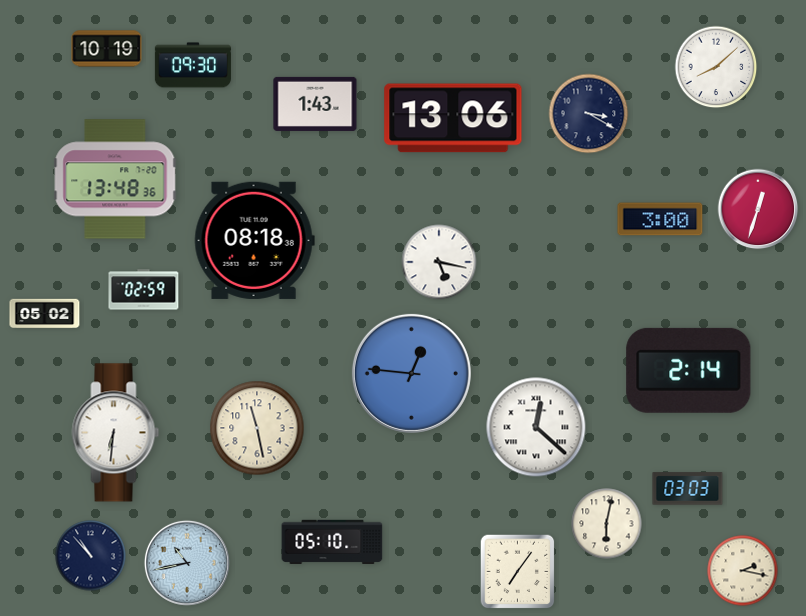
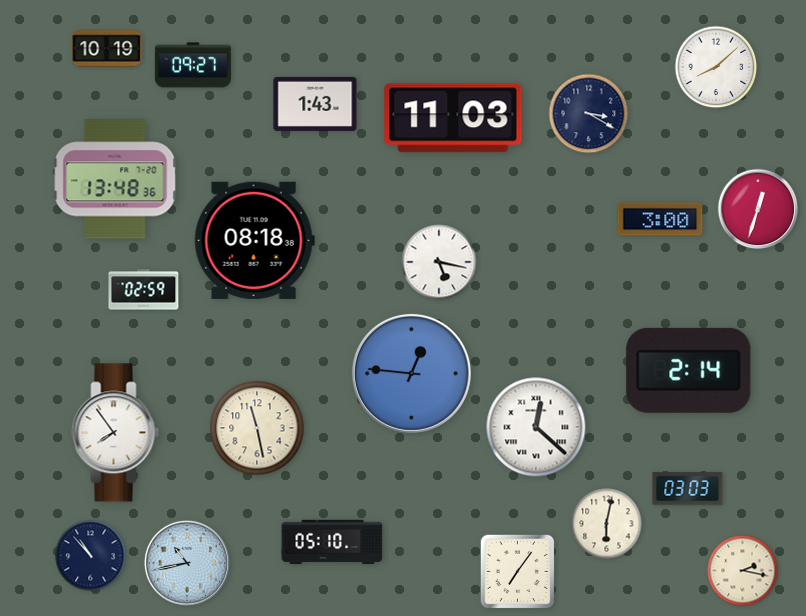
clock at (193, 65): 09:30 -> 09:27
clock at (453, 118): 13:06 -> 11:03
clock at (45, 314): 05:02 -> none
clock at (116, 433): 6:31 -> 7:54
